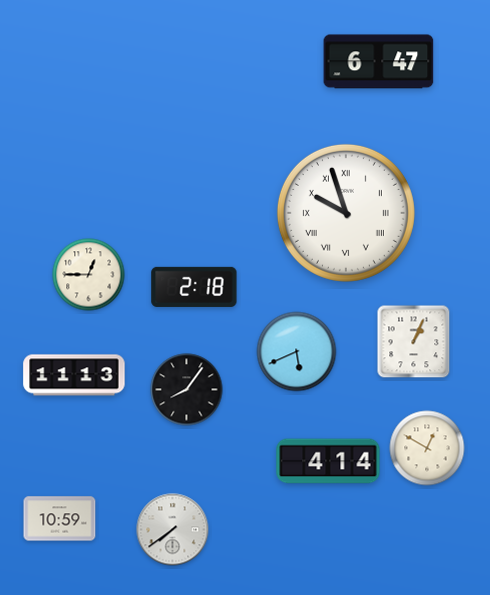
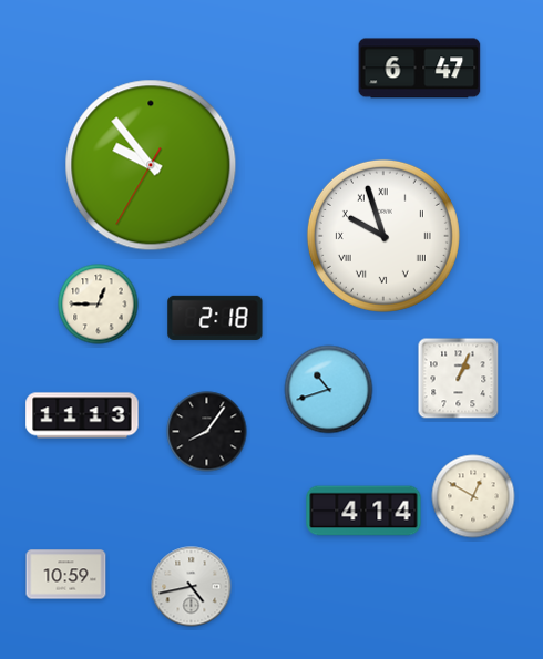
clock at (151, 165): none -> 9:53
clock at (297, 352): 5:41 -> 10:42
clock at (173, 530): 7:39 -> 4:43
